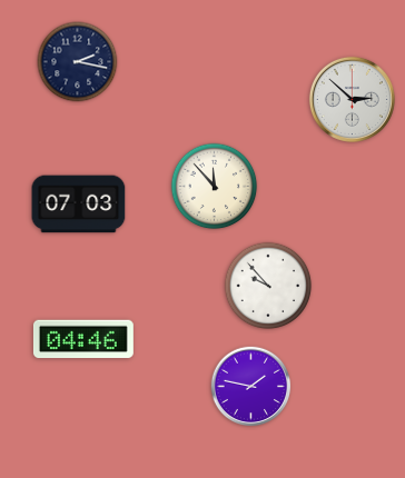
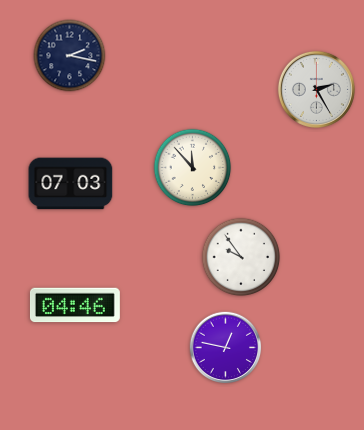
clock at (352, 99): 2:52 -> 2:25
clock at (268, 286): 9:53 -> 9:54
clock at (251, 387): 1:47 -> 12:47
